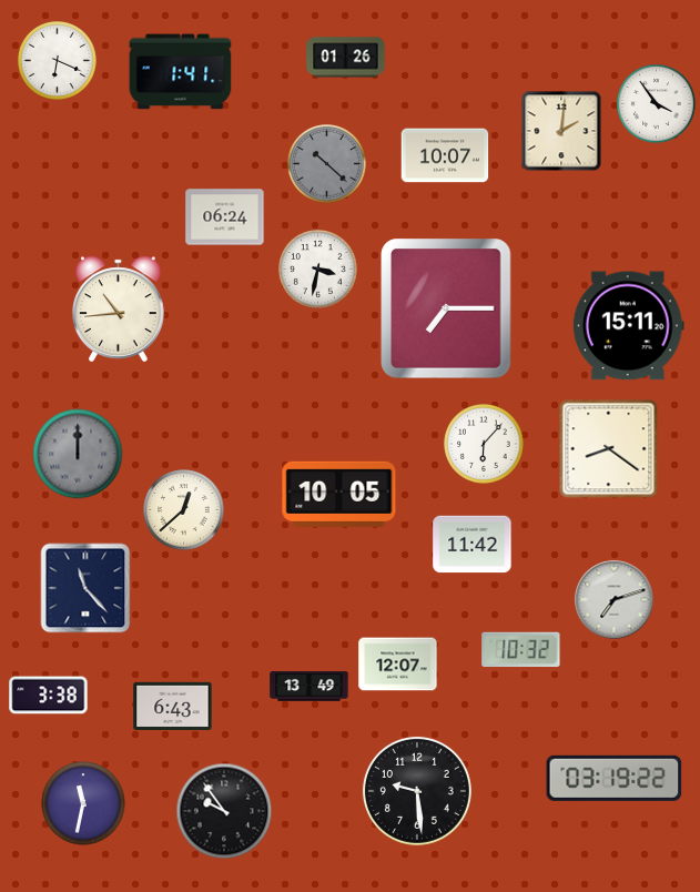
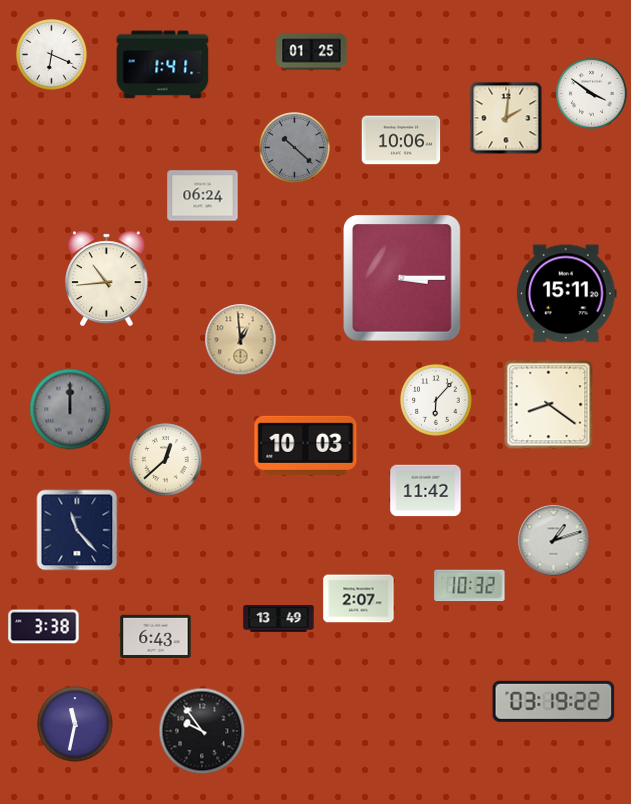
clock at (346, 58): 01:26 -> 01:25
clock at (657, 104): 3:54 -> 3:51
clock at (445, 155): 10:07 -> 10:06
clock at (318, 270): 3:32 -> none
clock at (446, 308): 7:15 -> 3:15
clock at (241, 340): none -> 12:59
clock at (339, 494): 10:05 -> 10:03
clock at (615, 600): 7:12 -> 1:12
clock at (398, 665): 12:07 -> 2:07
clock at (417, 791): 9:29 -> none
